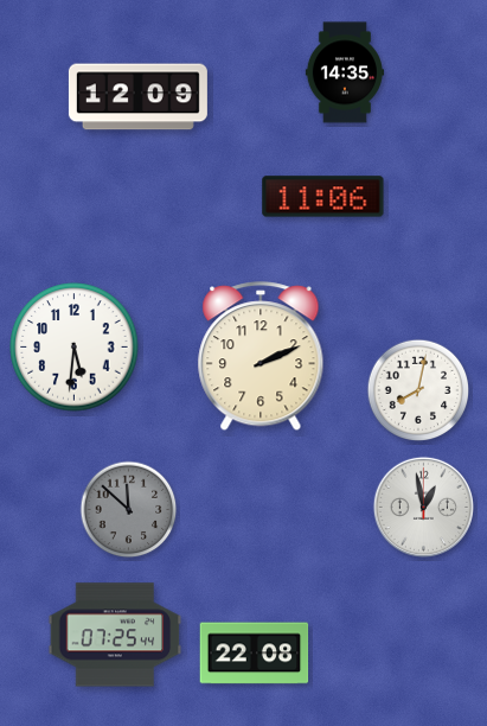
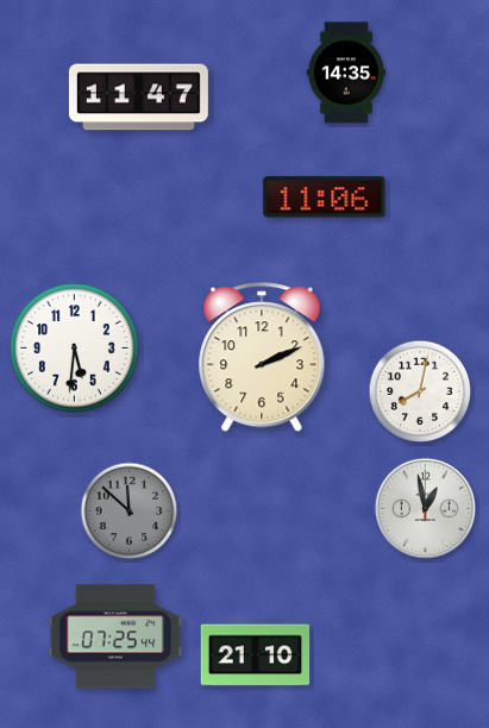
clock at (137, 97): 12:09 -> 11:47
clock at (255, 654): 22:08 -> 21:10
